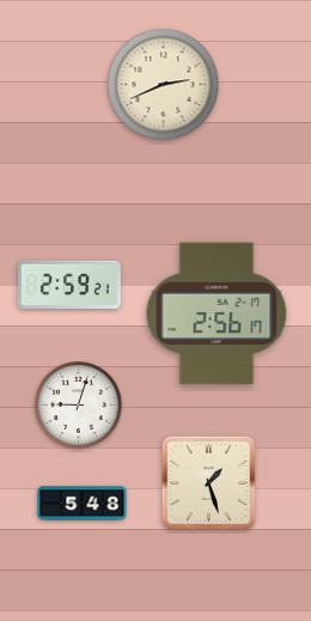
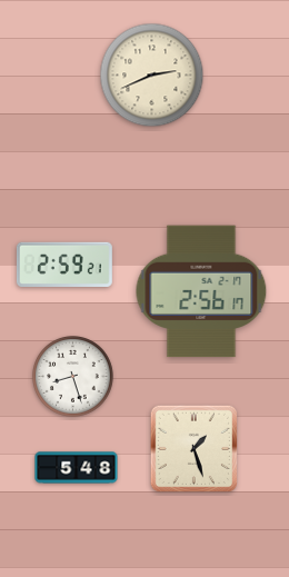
clock at (164, 85) position: (164, 85) -> (152, 76)
clock at (79, 406): 9:03 -> 8:27
